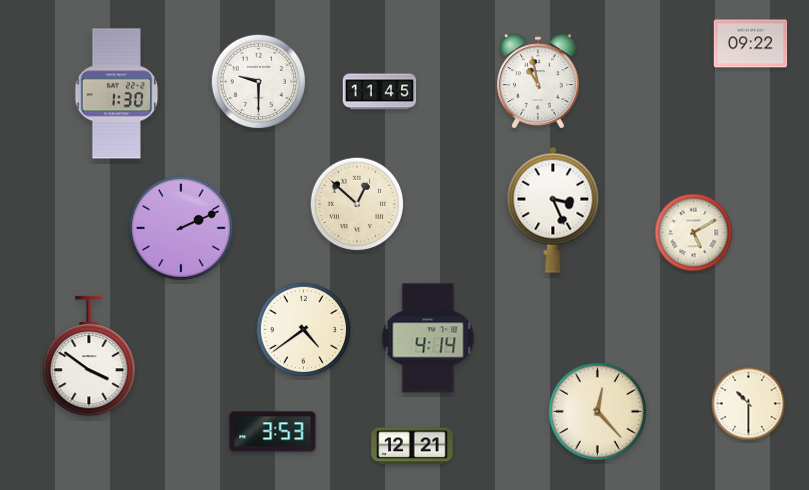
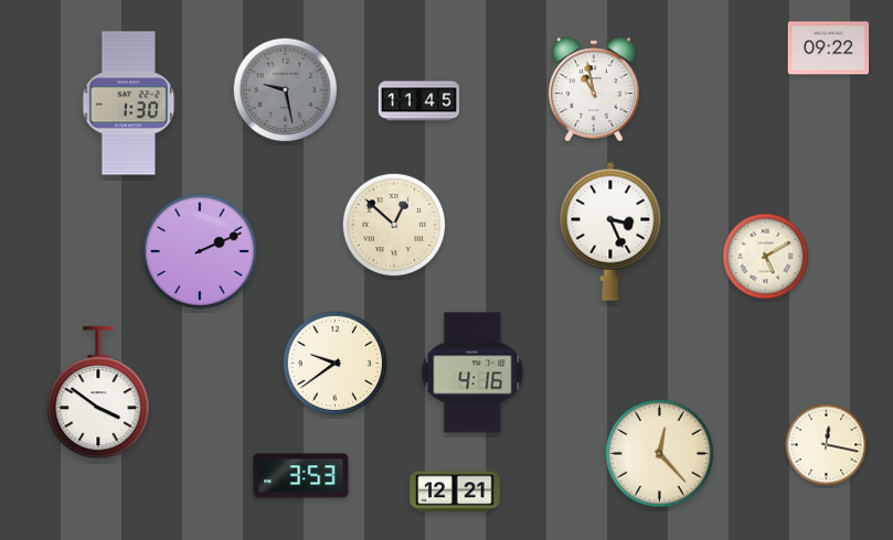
clock at (259, 82): 9:30 -> 9:28
clock at (259, 82) dial: white -> grey
clock at (304, 330): 4:39 -> 9:39
clock at (428, 338): 4:14 -> 4:16
clock at (749, 404): 10:30 -> 12:17
